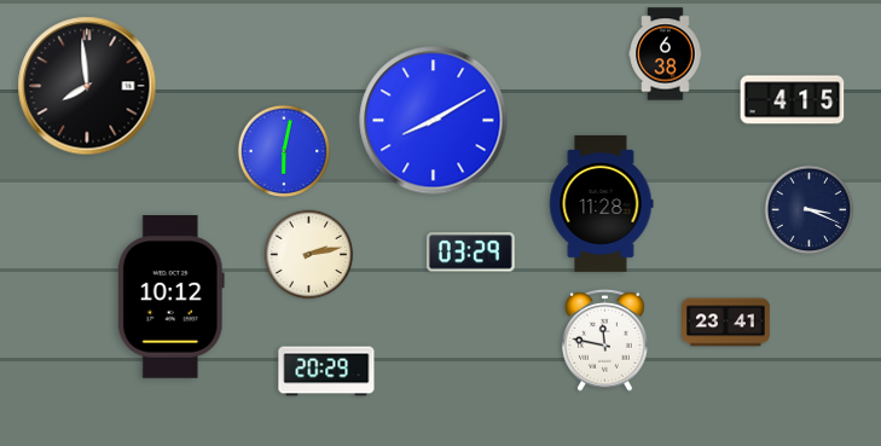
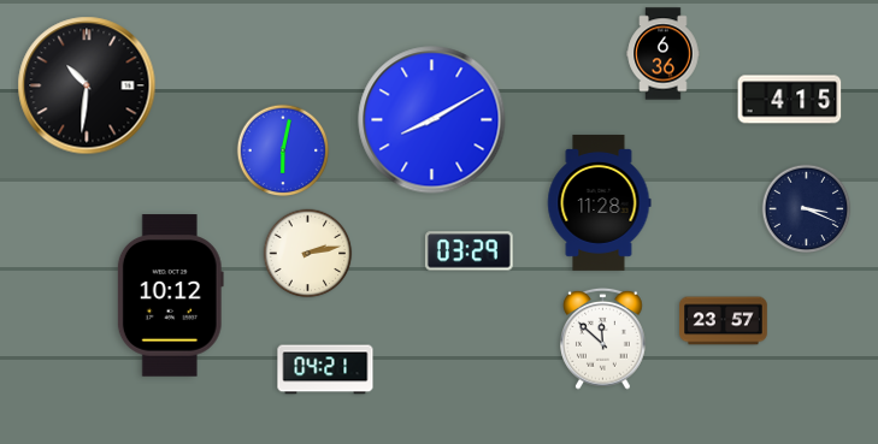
clock at (666, 54): 6:38 -> 6:36
clock at (87, 86): 7:59 -> 10:31
clock at (726, 323): 23:41 -> 23:57
clock at (605, 340): 11:47 -> 11:52
clock at (326, 371): 20:29 -> 04:21
